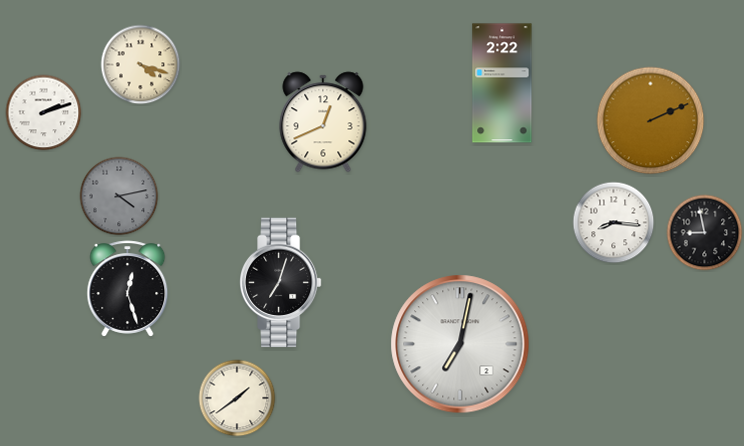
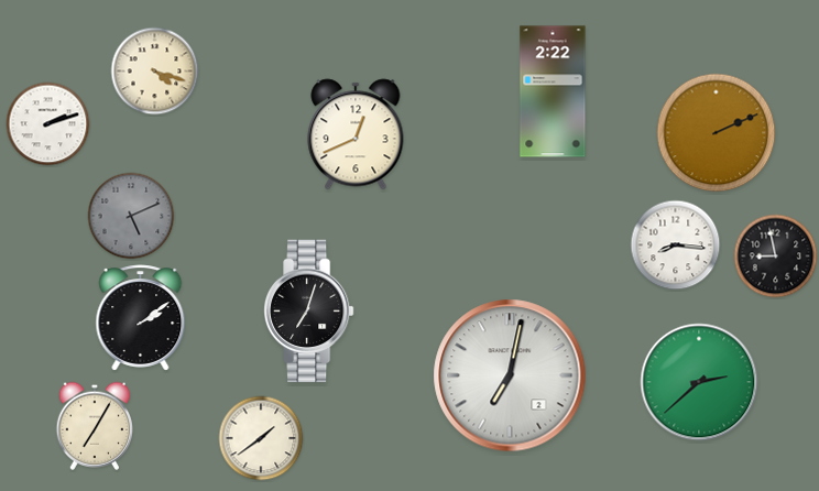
clock at (119, 196): 4:13 -> 5:11
clock at (128, 289): 12:27 -> 2:09
clock at (460, 344) position: (460, 344) -> (510, 375)
clock at (699, 382): none -> 2:38
clock at (94, 426): none -> 7:05
